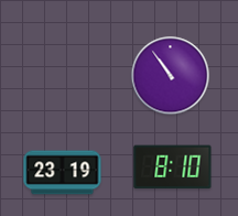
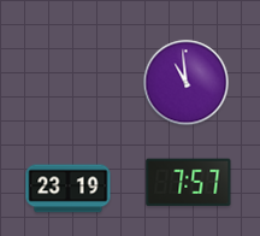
clock at (171, 76): 10:54 -> 10:59
clock at (173, 168): 8:10 -> 7:57
